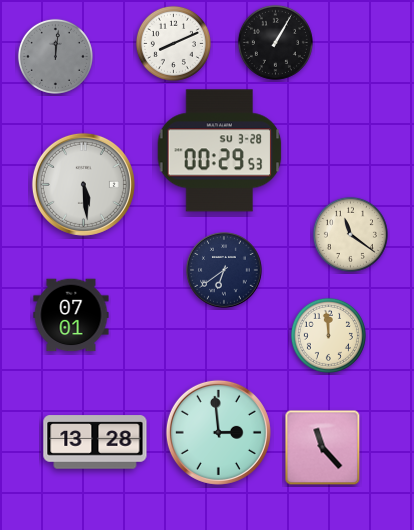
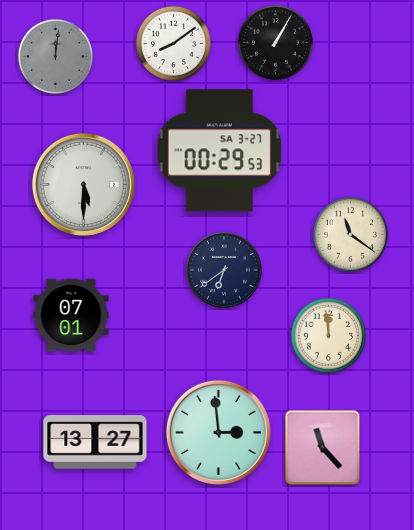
clock at (173, 43): 8:11 -> 8:09
clock at (220, 151) date: SU 3-28 -> SA 3-27
clock at (83, 184): 5:29 -> 5:30
clock at (95, 442): 13:28 -> 13:27
